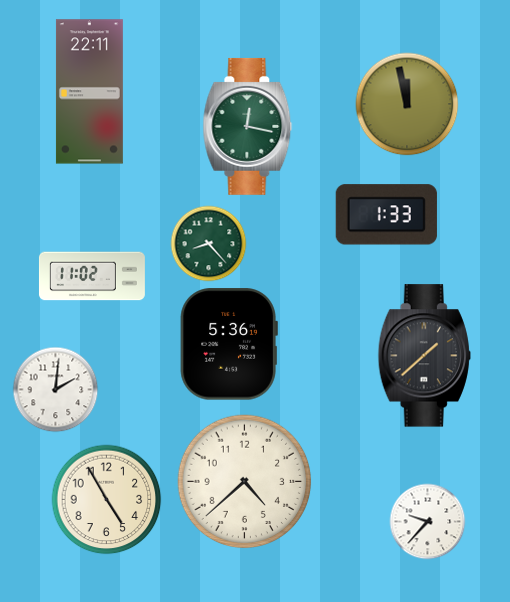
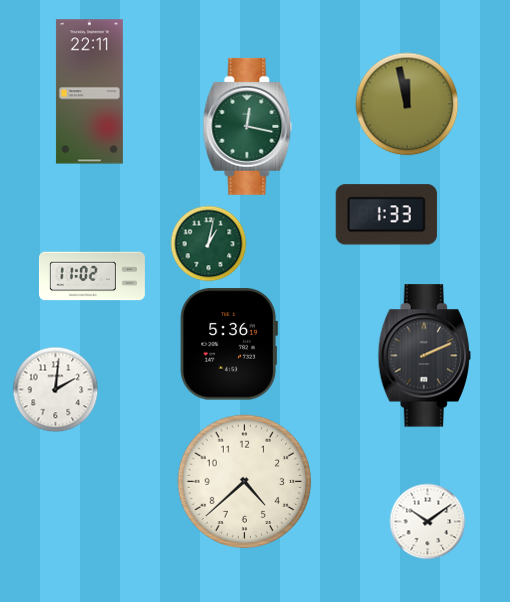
clock at (209, 244): 8:23 -> 1:02
clock at (424, 356): 1:38 -> 2:11
clock at (107, 500): 4:55 -> none
clock at (428, 522): 9:37 -> 10:09
